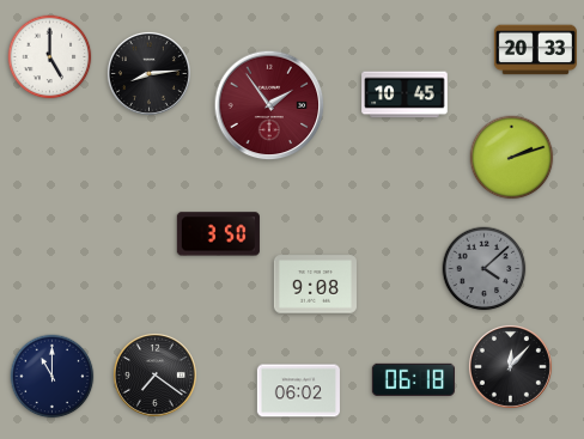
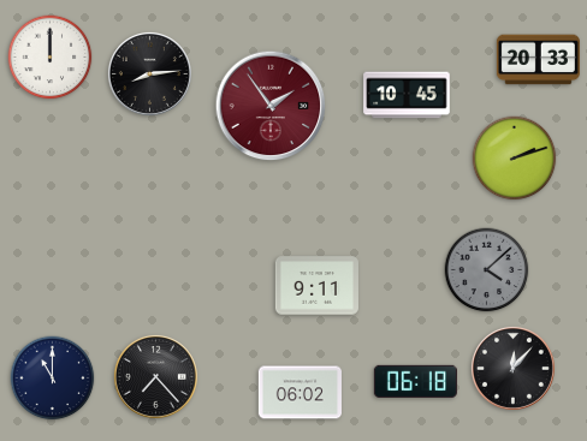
clock at (535, 50) position: (535, 50) -> (538, 60)
clock at (50, 57): 5:00 -> 12:00
clock at (218, 234): 3:50 -> none
clock at (315, 285): 9:08 -> 9:11
clock at (154, 374): 7:21 -> 7:23
